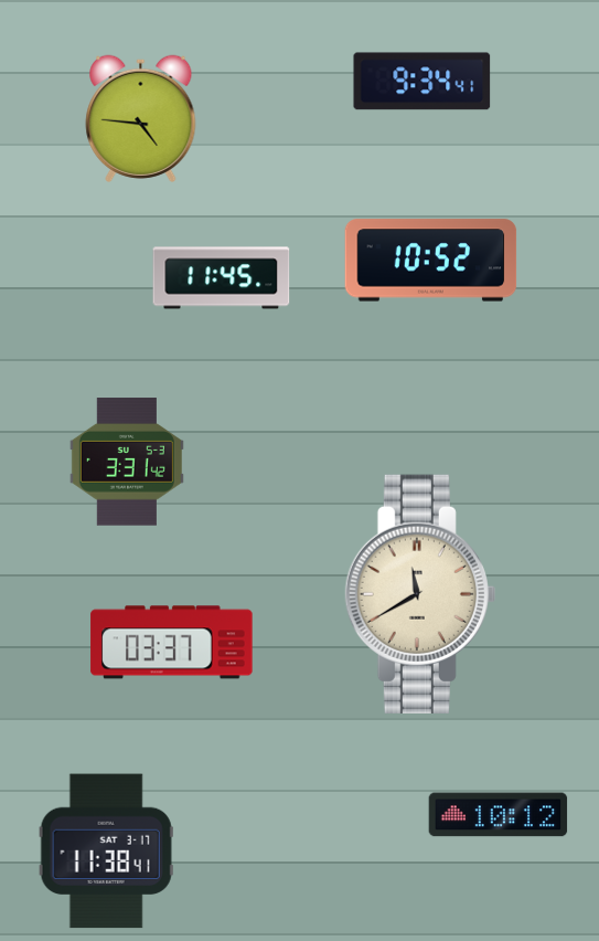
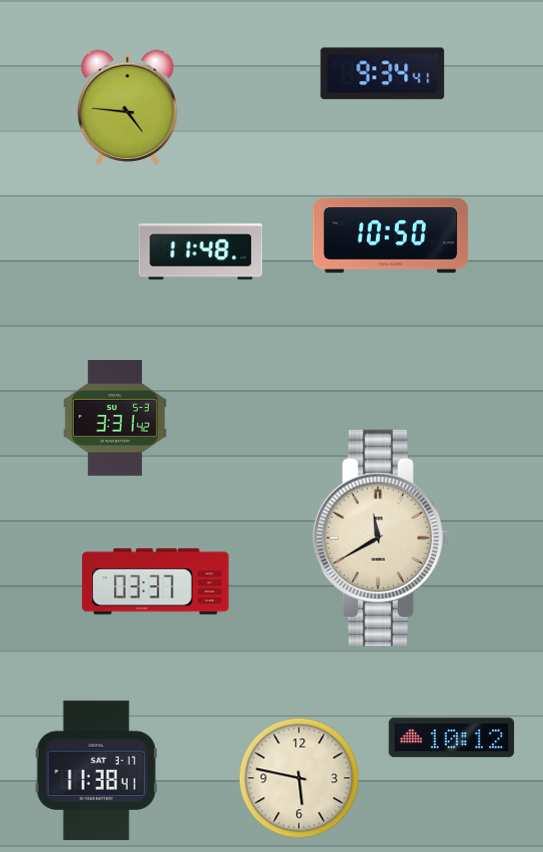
clock at (431, 261): 10:52 -> 10:50
clock at (222, 278): 11:45 -> 11:48
clock at (299, 778): none -> 5:47
